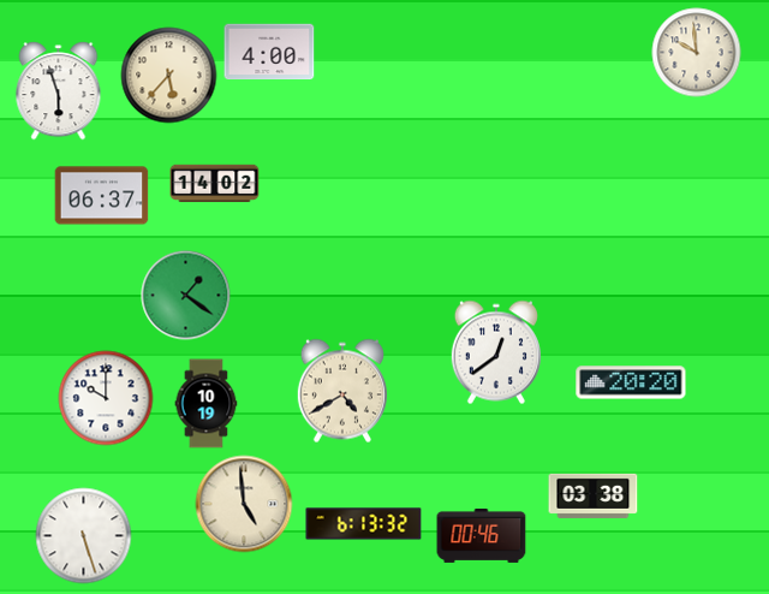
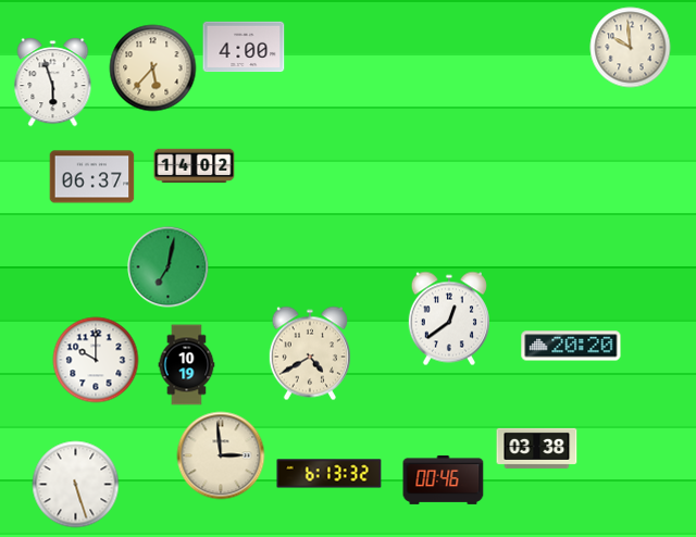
clock at (186, 296): 1:21 -> 7:02
clock at (244, 504): 4:59 -> 2:59
clock at (482, 536) position: (482, 536) -> (444, 480)
